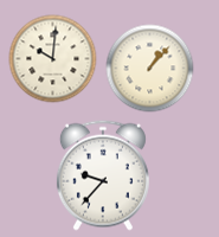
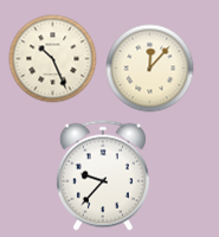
clock at (53, 59): 10:01 -> 10:26
clock at (150, 69): 1:07 -> 12:07
